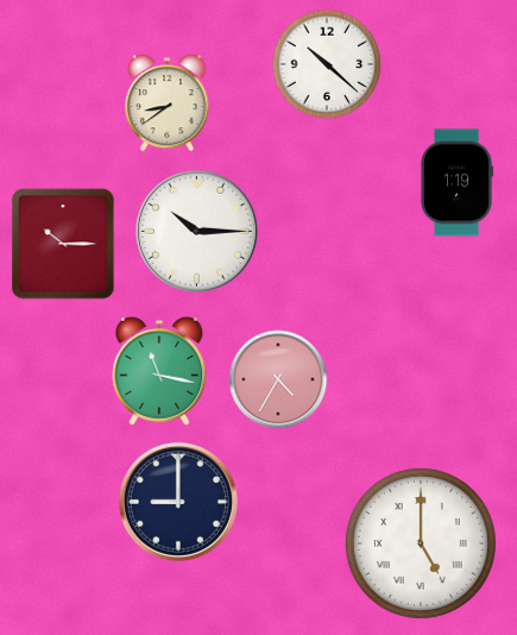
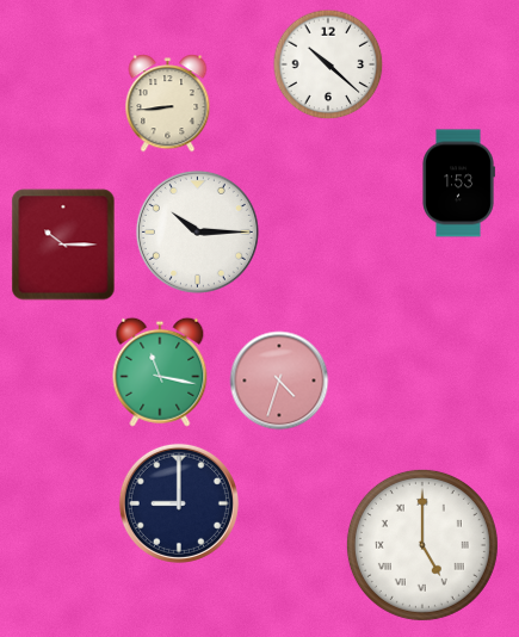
clock at (168, 103): 8:39 -> 8:44
clock at (456, 183): 1:19 -> 1:53
clock at (278, 379): 4:35 -> 4:33
